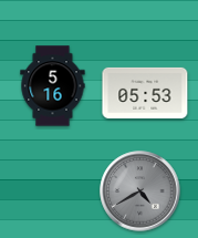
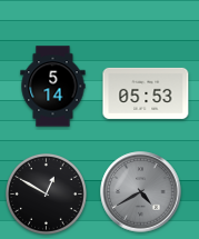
clock at (53, 86): 5:16 -> 5:14
clock at (46, 193): none -> 12:50
